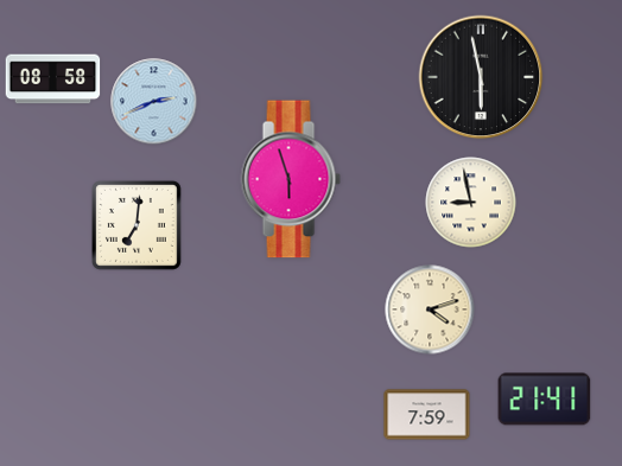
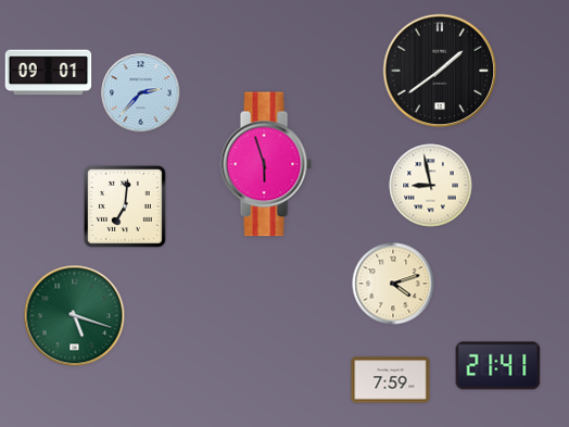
clock at (481, 77): 5:58 -> 1:39
clock at (53, 79): 08:58 -> 09:01
clock at (154, 102): 2:41 -> 2:37
clock at (75, 316): none -> 5:18
